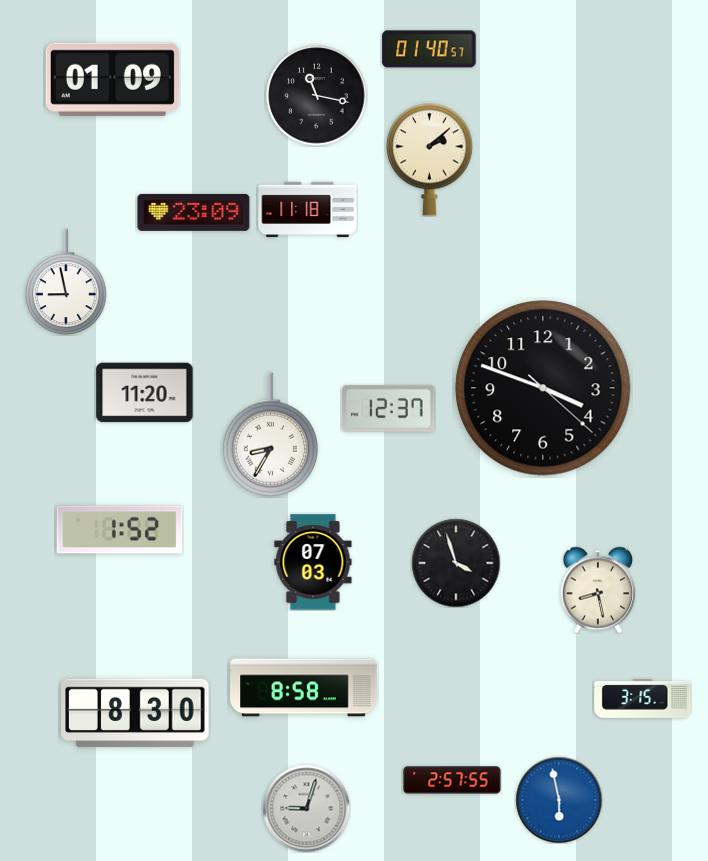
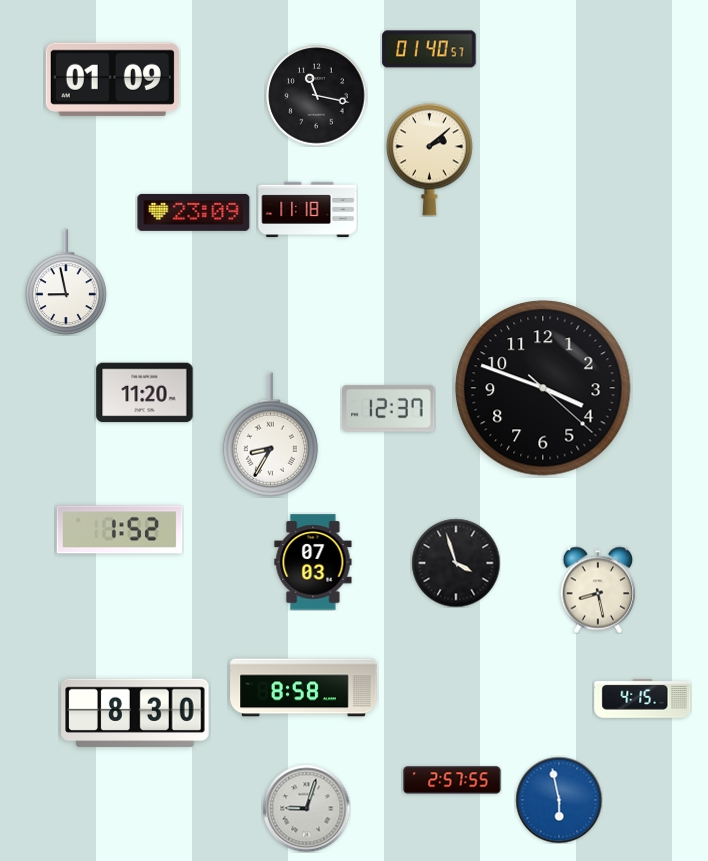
clock at (643, 698): 3:15 -> 4:15
